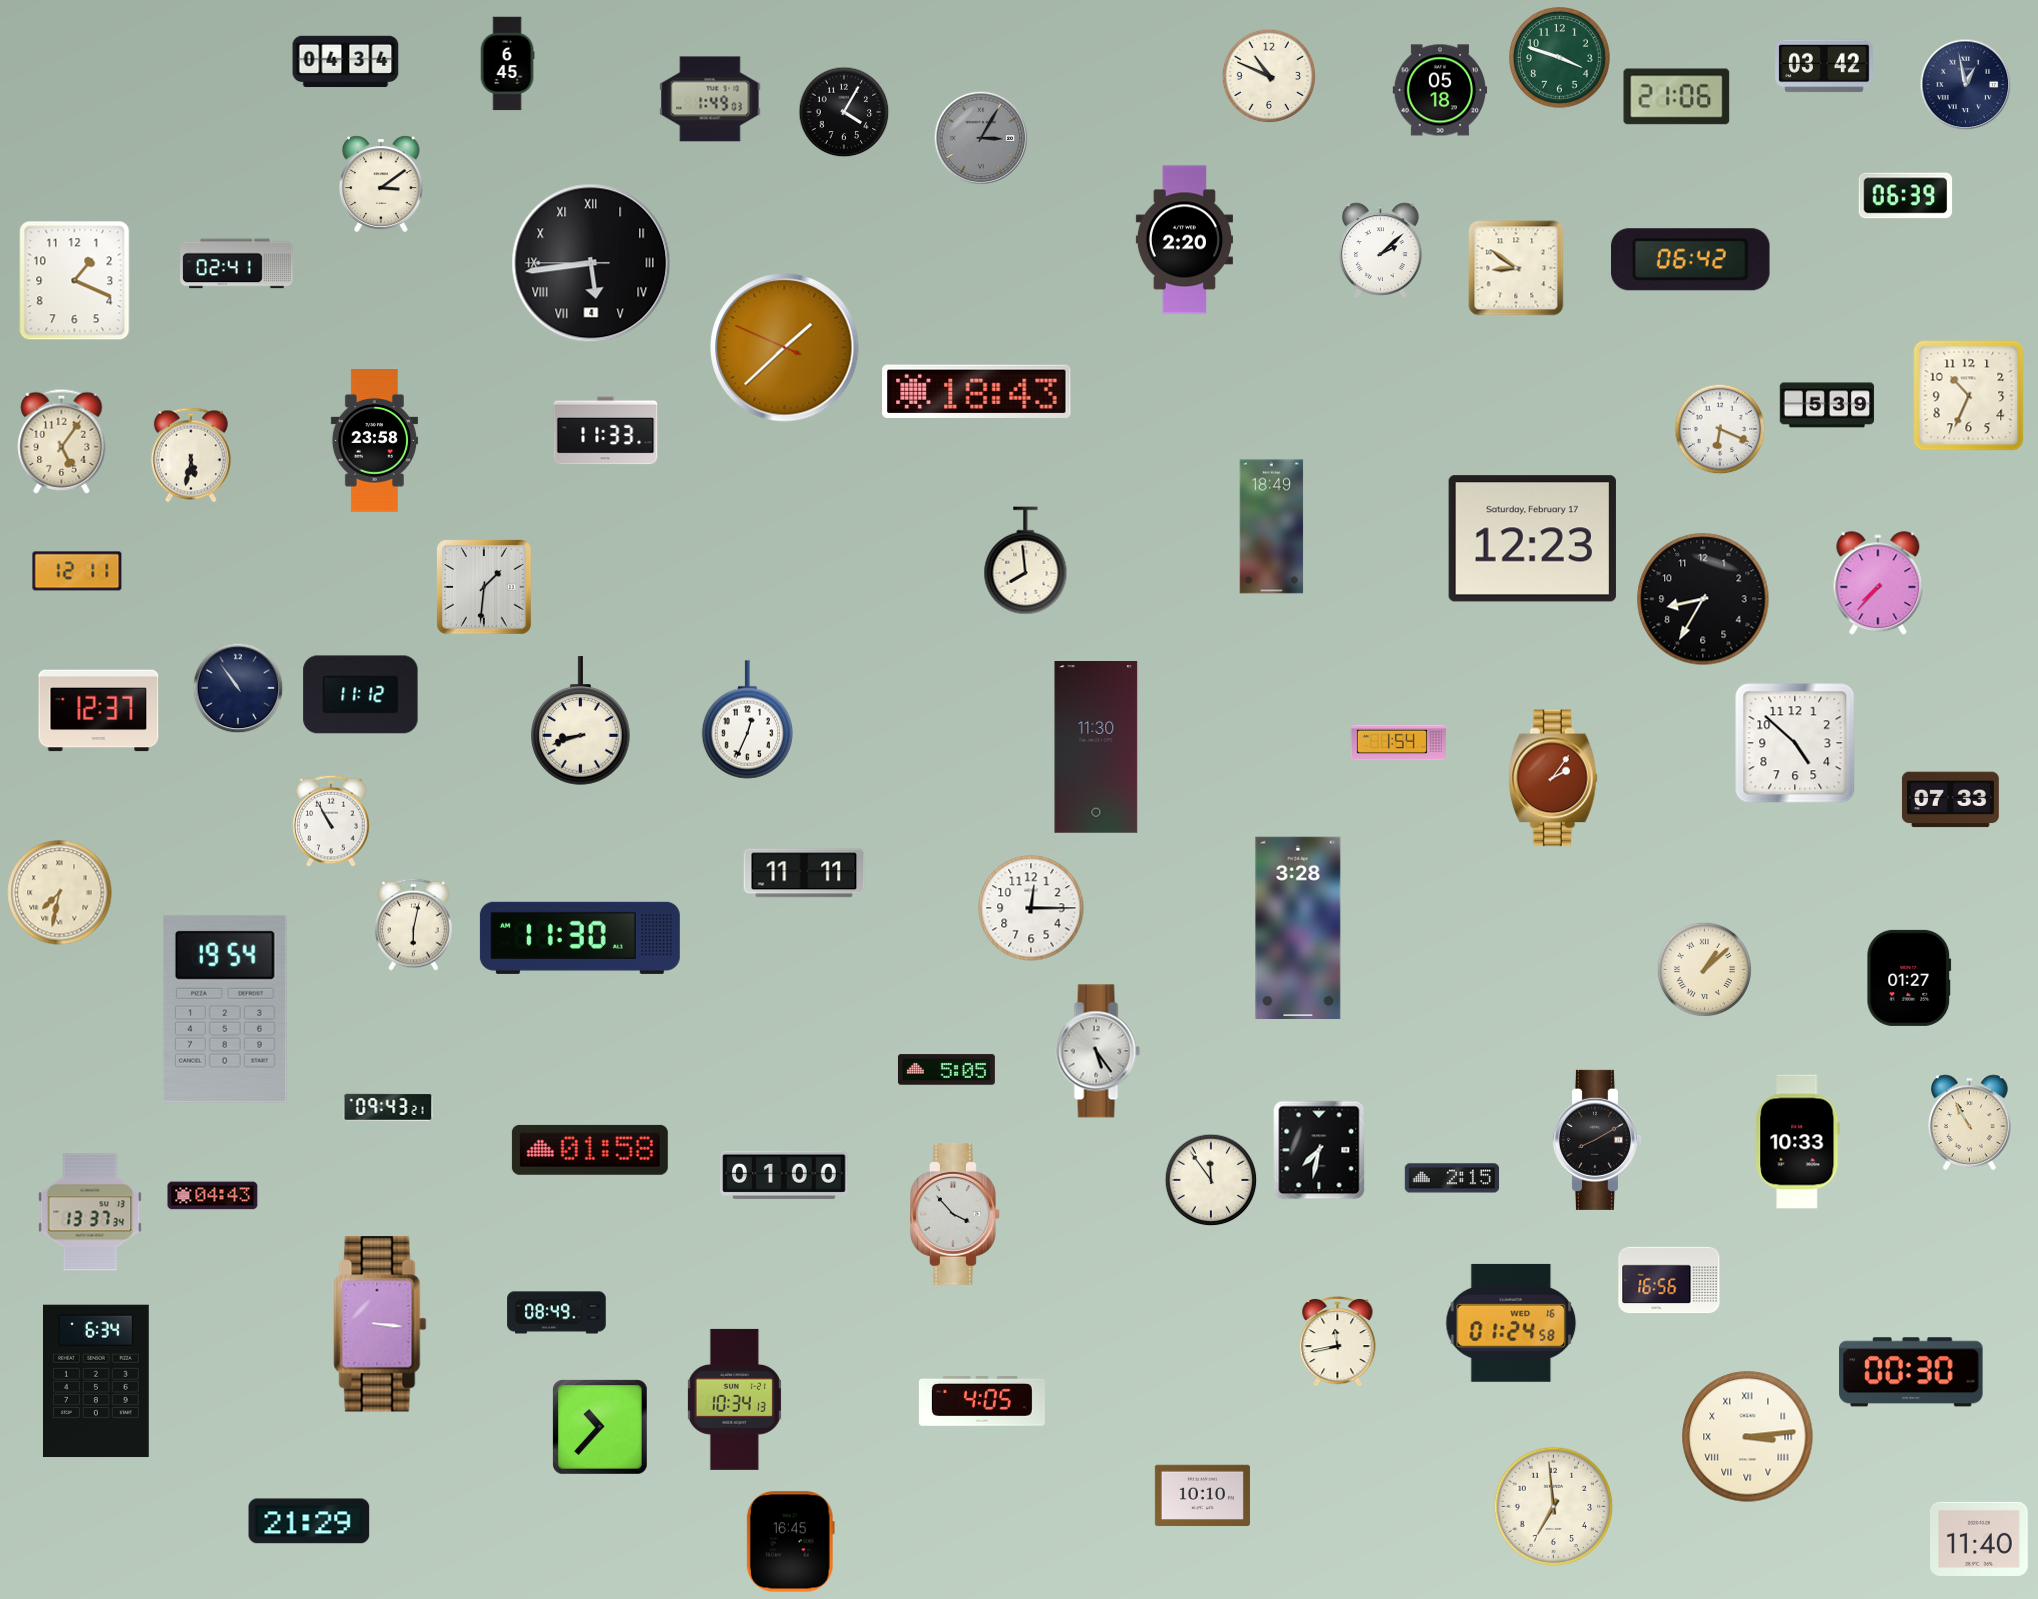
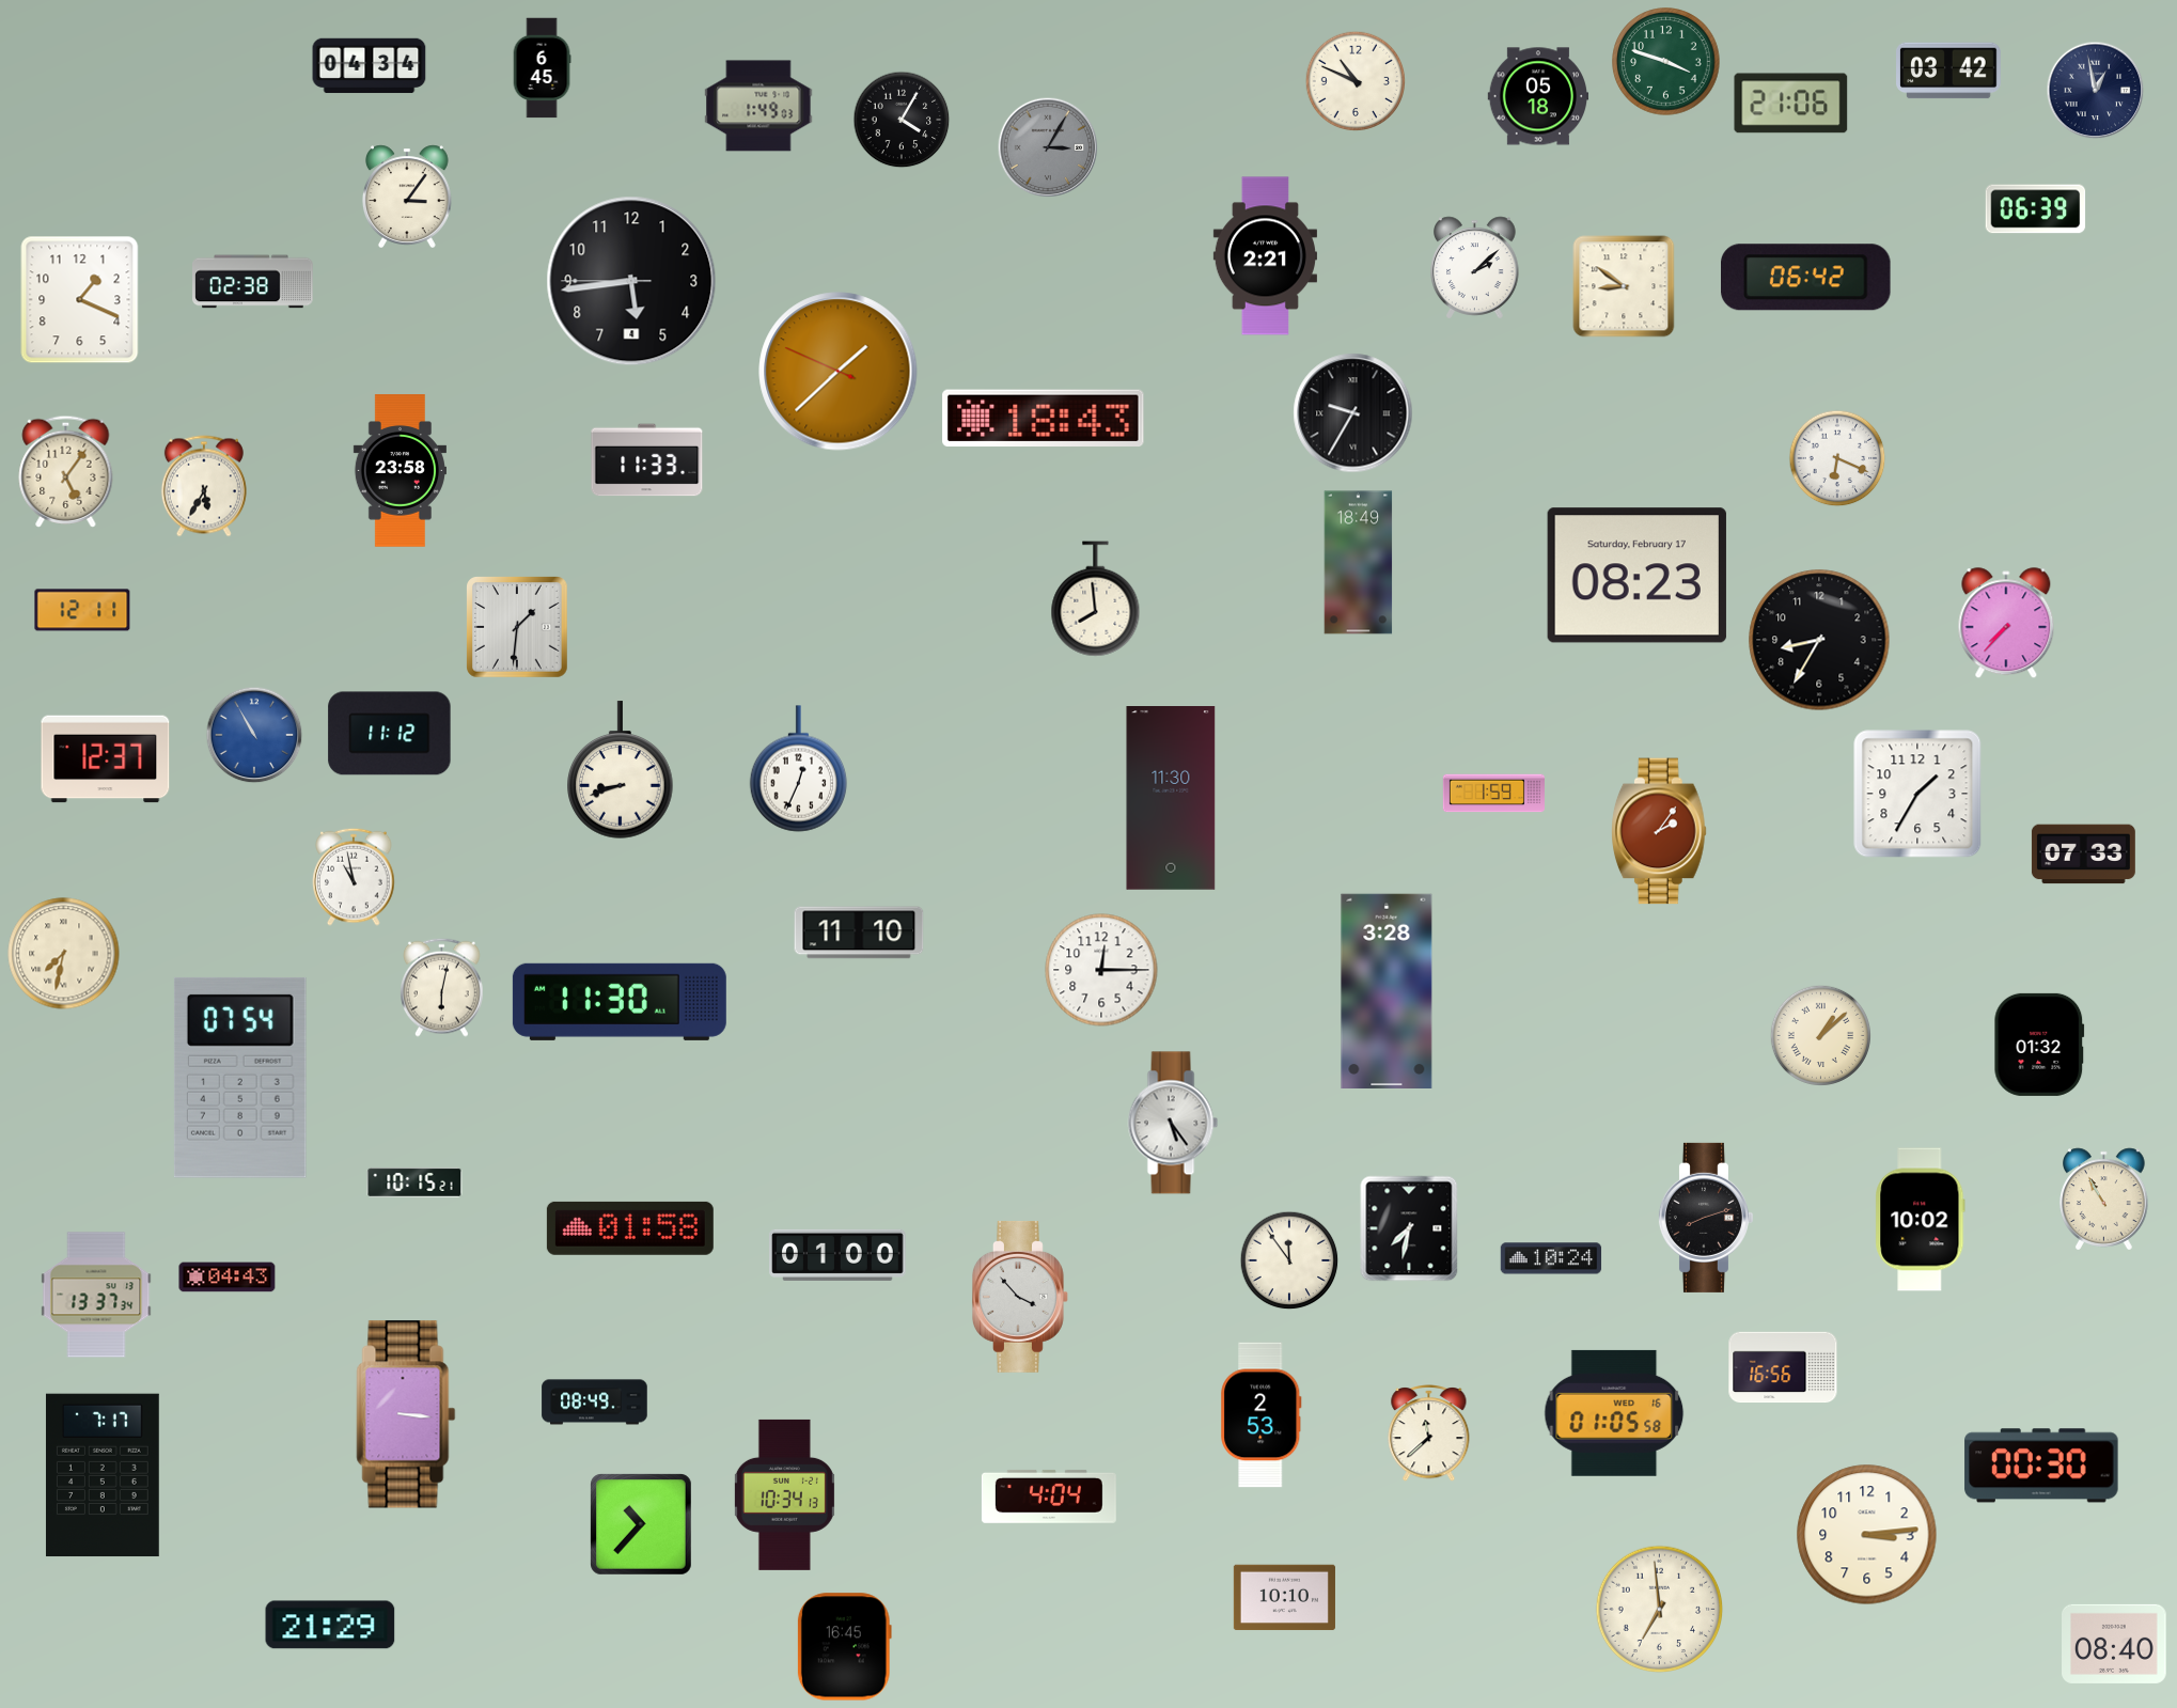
clock at (1966, 85) position: (1966, 85) -> (2096, 91)
clock at (381, 184): 3:09 -> 3:06
clock at (1184, 240): 2:20 -> 2:21
clock at (591, 263) numerals: Roman -> Arabic
clock at (237, 264): 02:41 -> 02:38
clock at (1516, 268) position: (1516, 268) -> (1624, 286)
clock at (1353, 413): none -> 9:35
clock at (1969, 396): 10:34 -> none
clock at (1827, 405): 5:39 -> none
clock at (191, 455): 5:32 -> 5:35
clock at (1532, 539): 12:23 -> 08:23
clock at (238, 688): 10:54 -> 10:55
clock at (238, 688) dial: navy -> blue
clock at (361, 695) position: (361, 695) -> (390, 734)
clock at (1398, 743): 1:54 -> 1:59
clock at (1795, 743): 4:52 -> 1:35
clock at (331, 821): 10:55 -> 10:58
clock at (804, 873): 11:11 -> 11:10
clock at (1909, 978): 01:27 -> 01:32
clock at (225, 1009): 19:54 -> 07:54
clock at (946, 1070): 5:05 -> none
clock at (388, 1107): 09:43 -> 10:15
clock at (1596, 1140): 8:10 -> 8:12
clock at (1798, 1142): 10:33 -> 10:02
clock at (1452, 1178): 2:15 -> 10:24
clock at (1211, 1180) position: (1211, 1180) -> (1289, 1260)
clock at (1511, 1323): 01:24 -> 01:05
clock at (1262, 1415): none -> 2:53
clock at (1338, 1342): 11:43 -> 11:38
clock at (96, 1381): 6:34 -> 7:17
clock at (982, 1401): 4:05 -> 4:04
clock at (1748, 1437) numerals: Roman -> Arabic
clock at (1980, 1539): 11:40 -> 08:40
